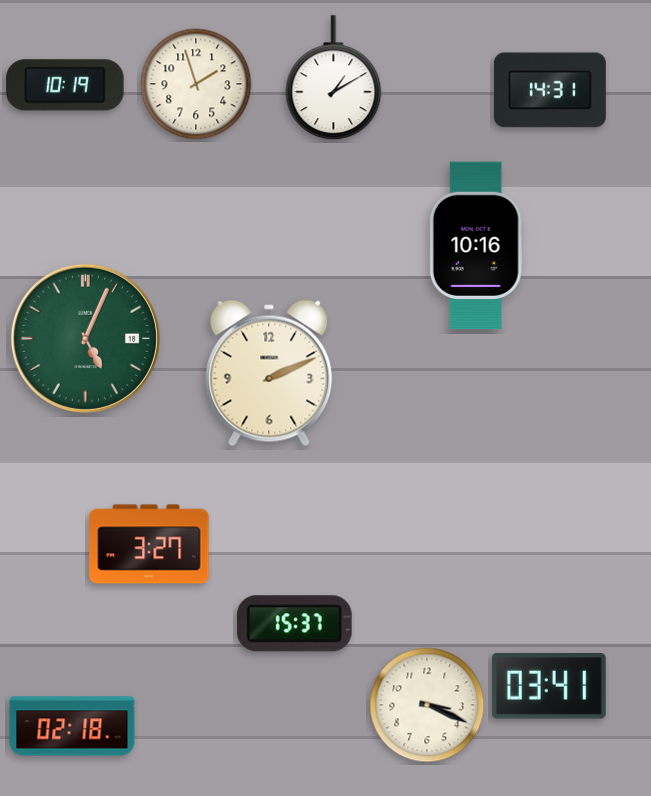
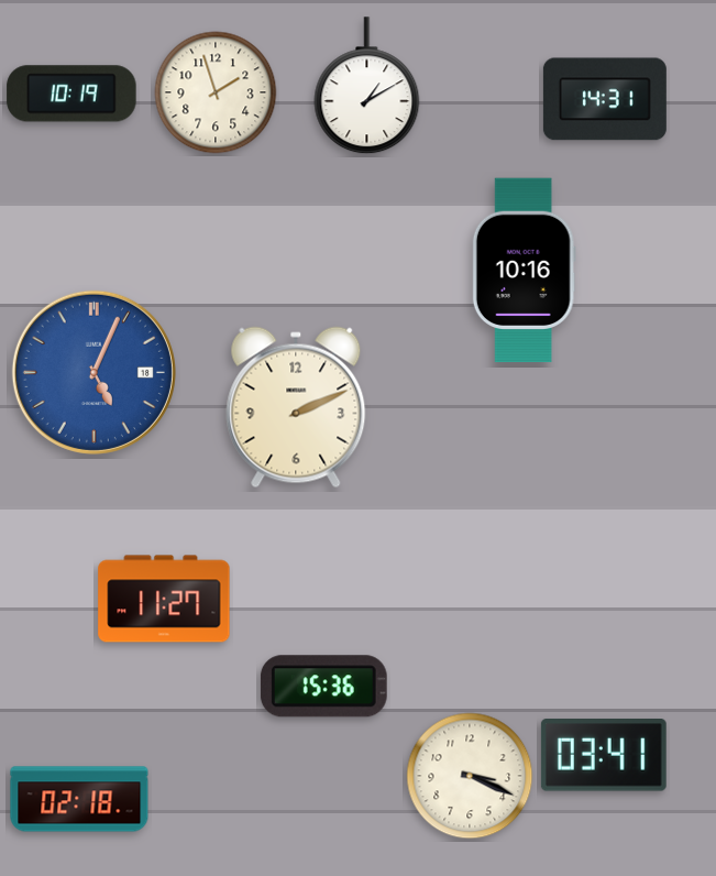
clock at (85, 338) dial: green -> blue
clock at (269, 373) position: (269, 373) -> (296, 407)
clock at (149, 544): 3:27 -> 11:27
clock at (294, 624): 15:37 -> 15:36
